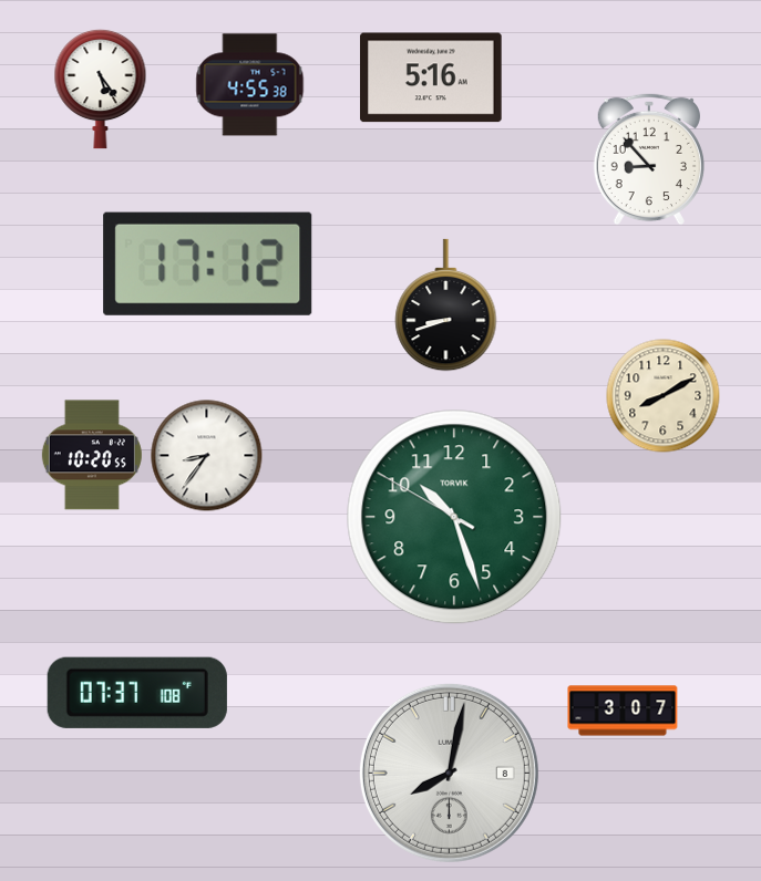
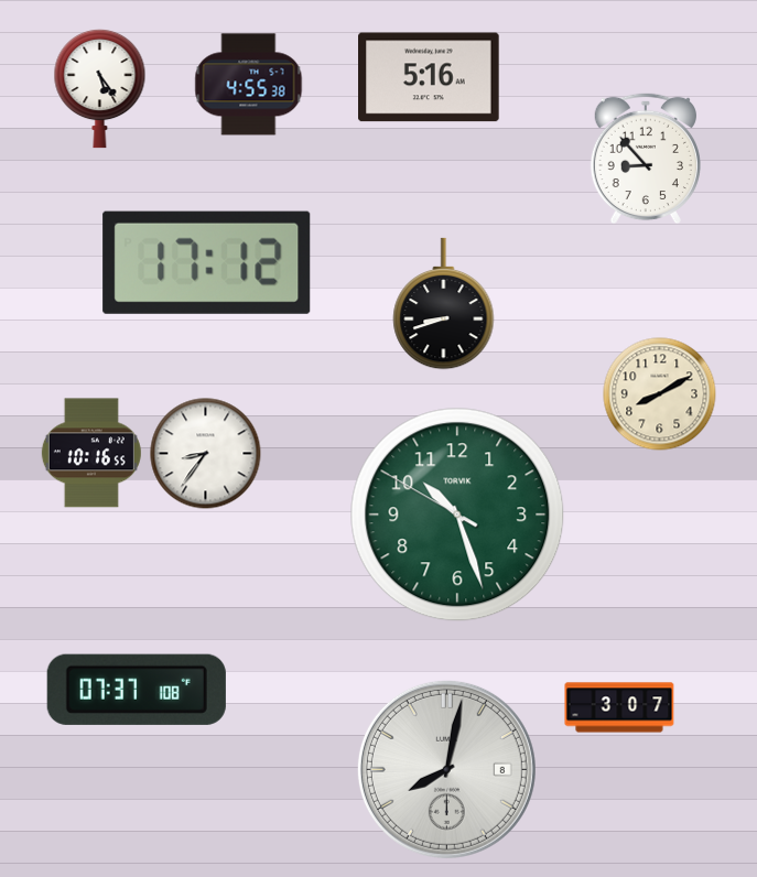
clock at (92, 455): 10:20 -> 10:16
clock at (454, 517) position: (454, 517) -> (457, 515)
